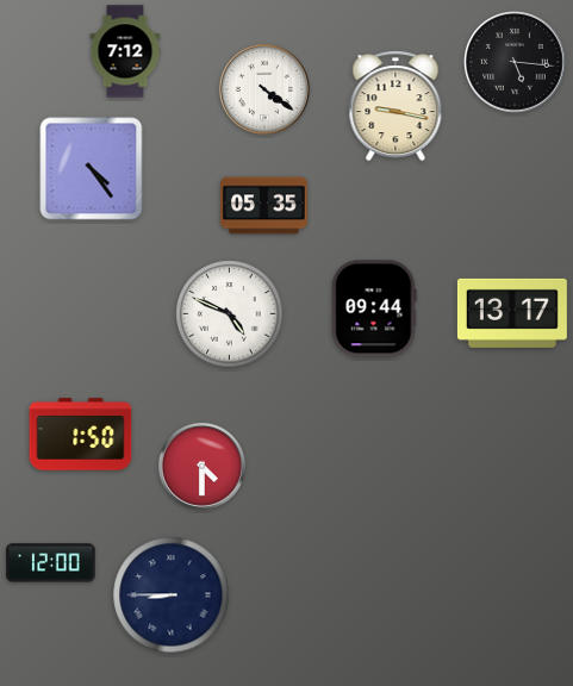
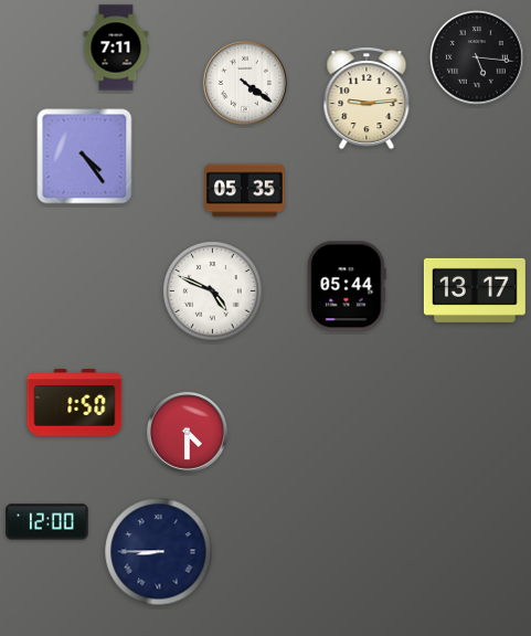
clock at (125, 51): 7:12 -> 7:11
clock at (396, 106): 9:17 -> 9:14
clock at (374, 308): 09:44 -> 05:44
